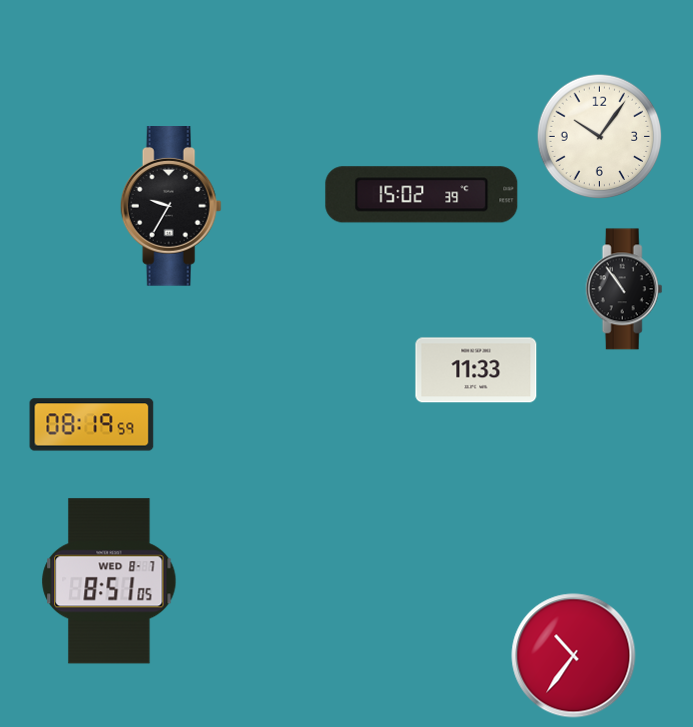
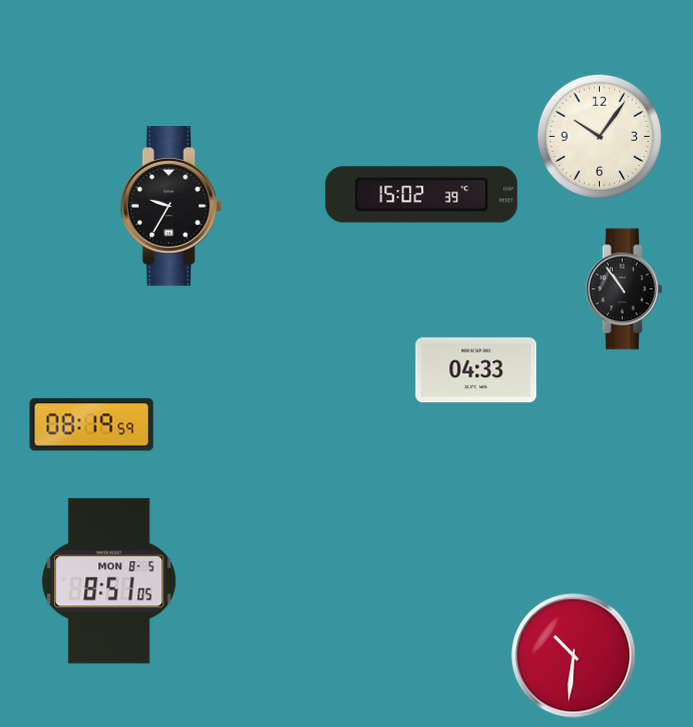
clock at (476, 370): 11:33 -> 04:33
clock at (109, 581) date: WED 8-7 -> MON 8-5
clock at (574, 656): 10:36 -> 10:31
